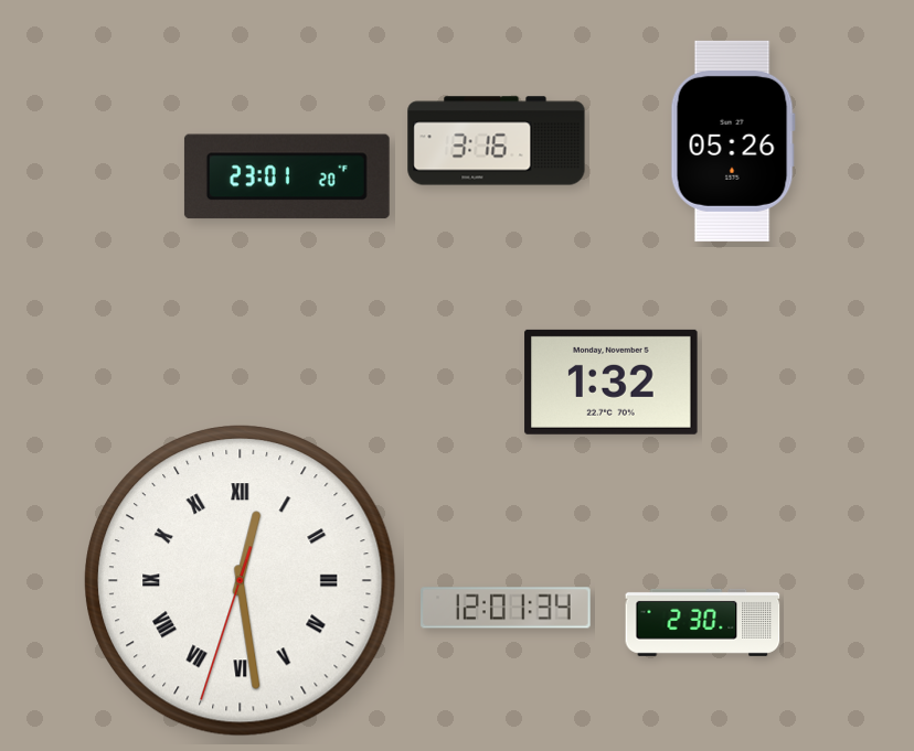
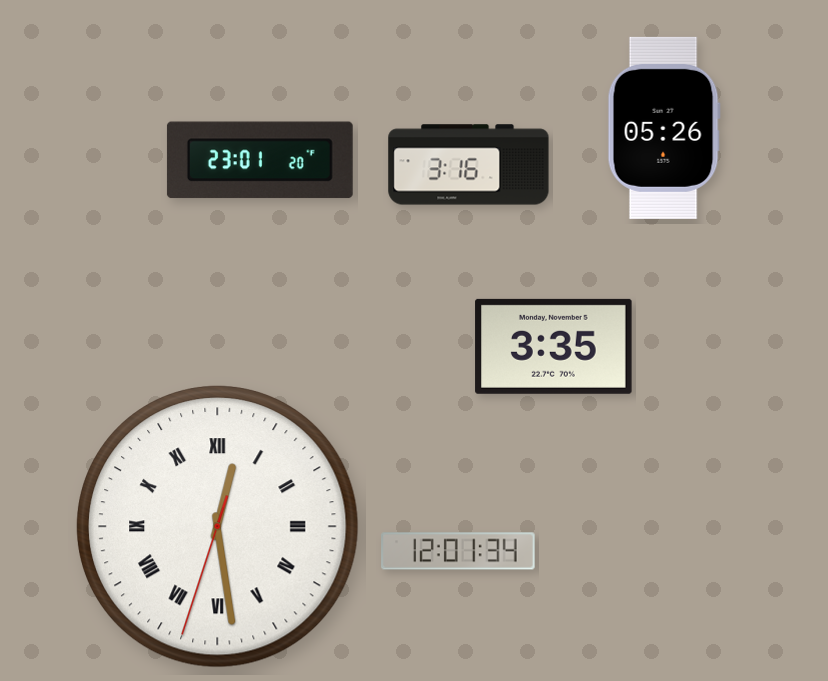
clock at (497, 141) position: (497, 141) -> (469, 165)
clock at (612, 382): 1:32 -> 3:35
clock at (703, 622): 2:30 -> none
